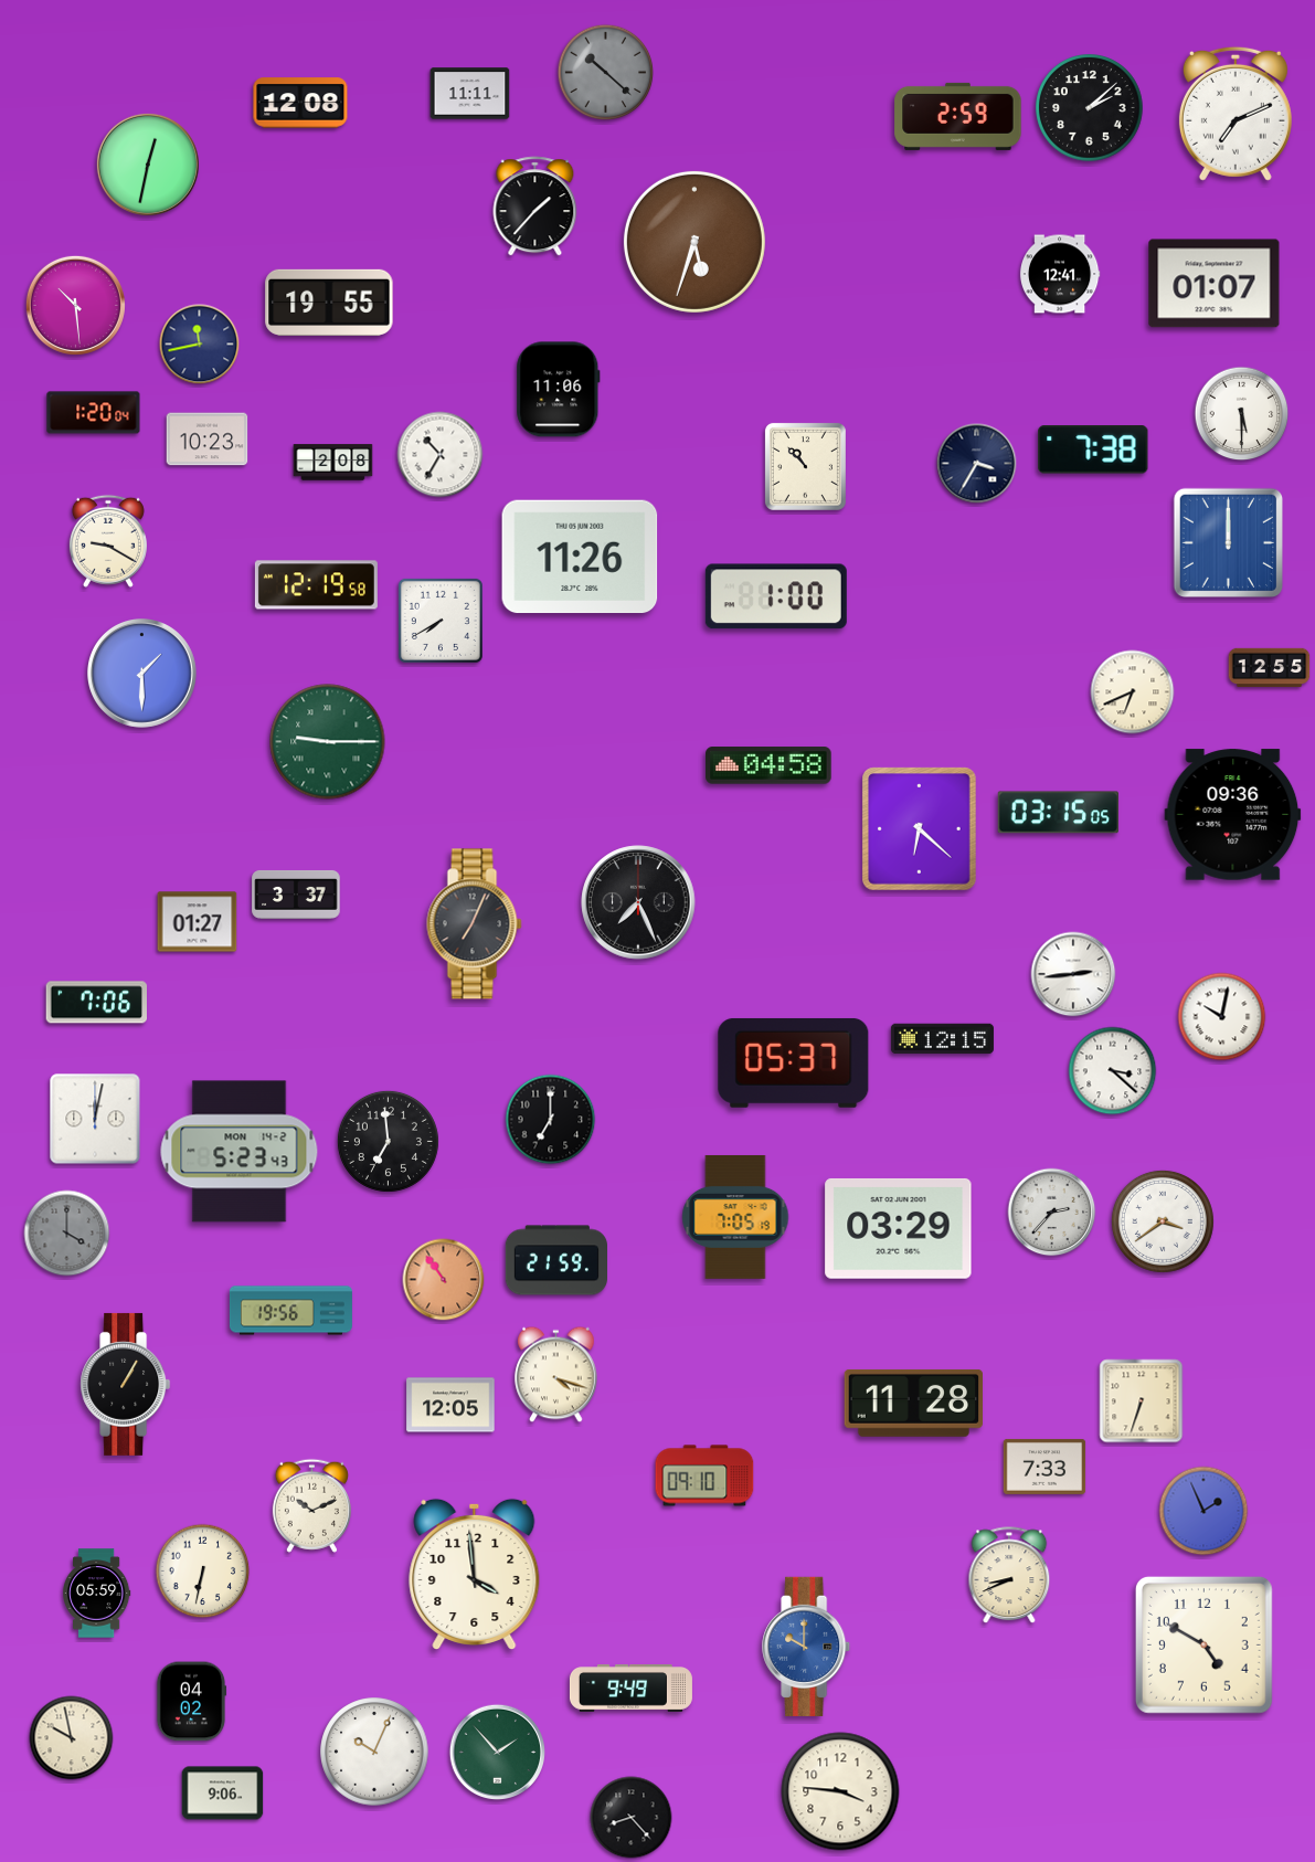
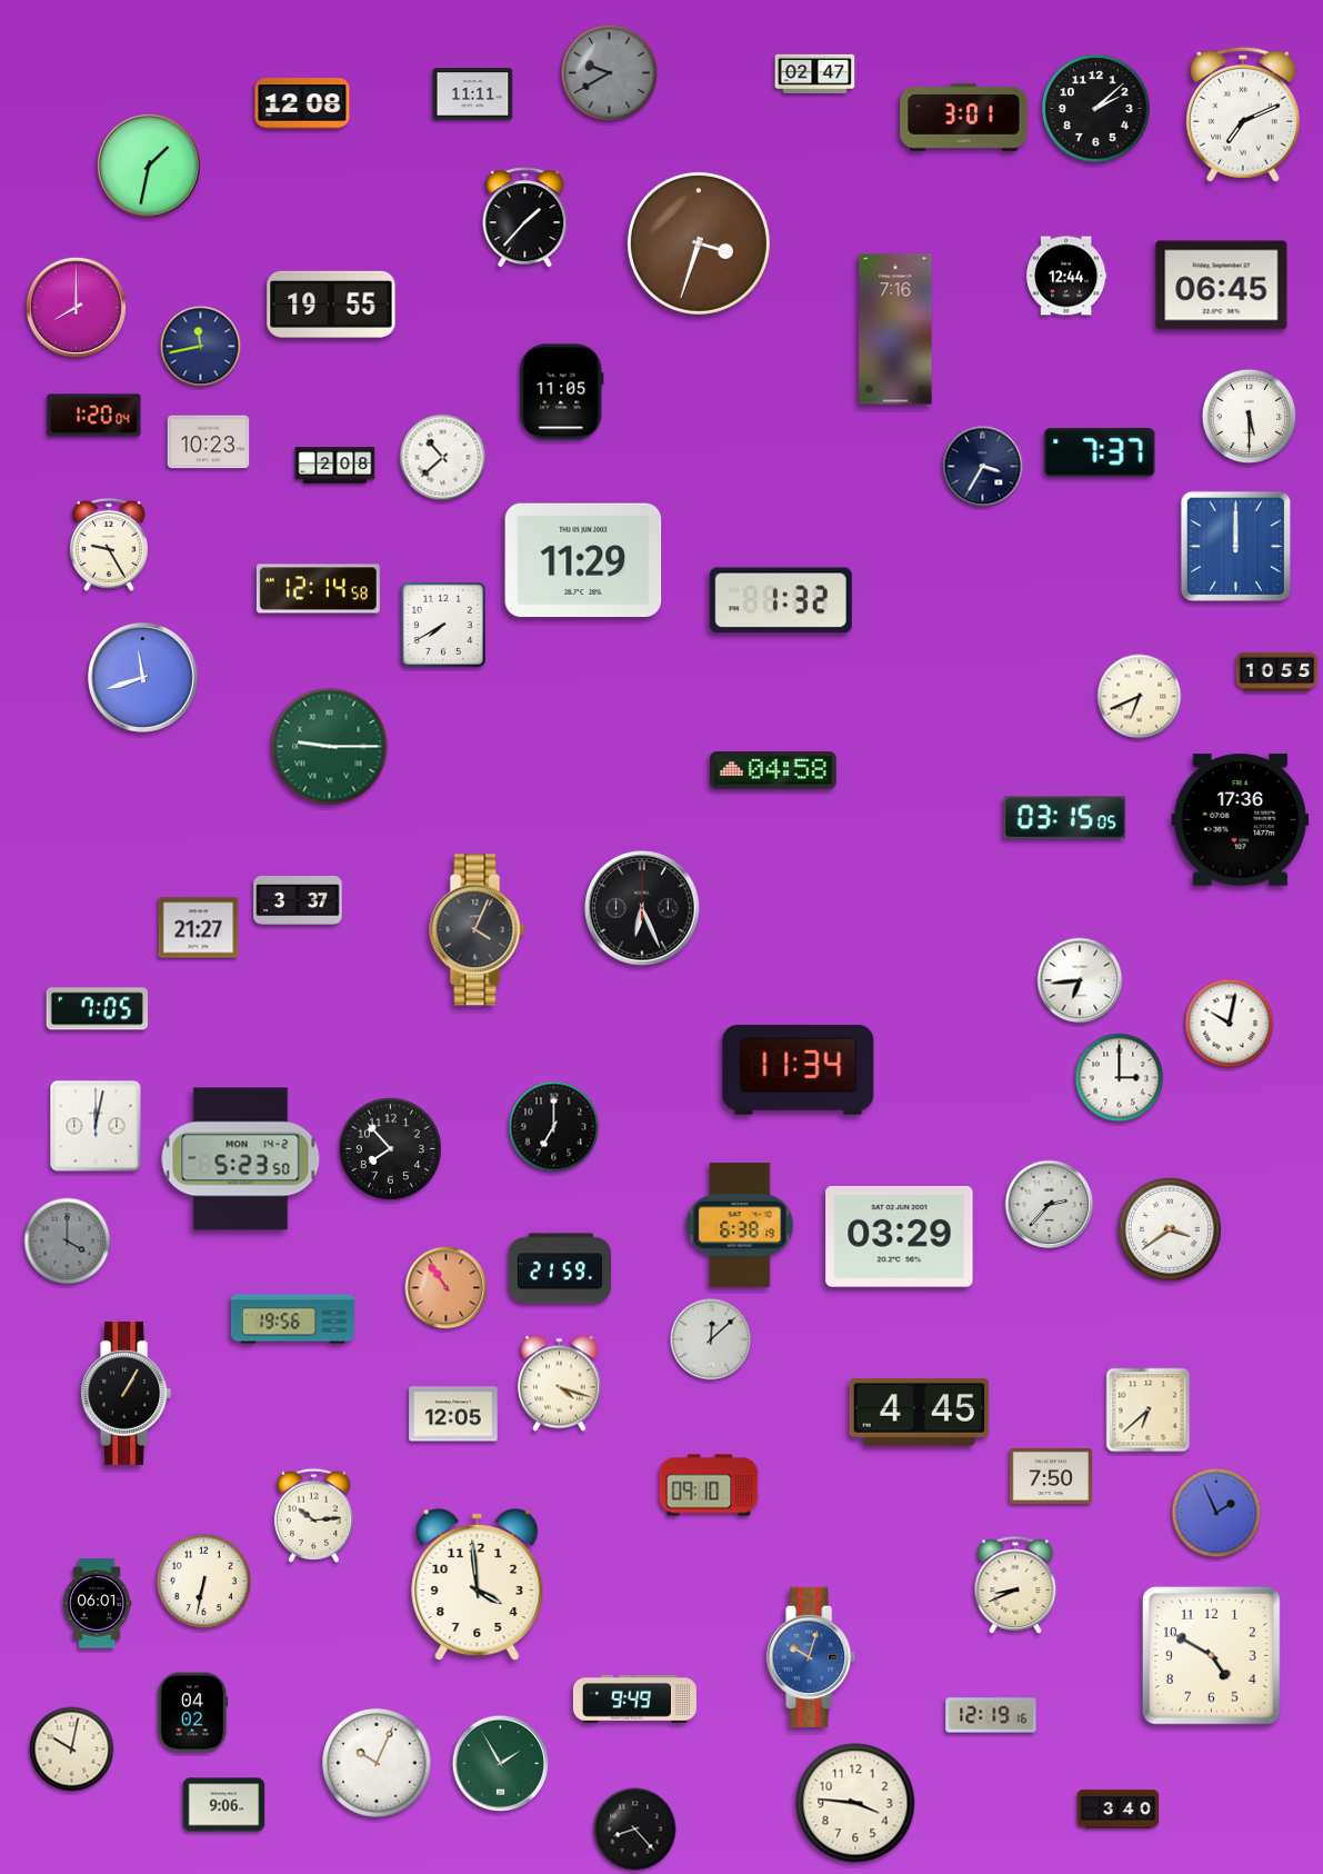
clock at (606, 73): 10:22 -> 9:40
clock at (815, 73): none -> 02:47
clock at (958, 116): 2:59 -> 3:01
clock at (148, 165): 12:32 -> 1:32
clock at (535, 207) position: (535, 207) -> (525, 218)
clock at (694, 242): 5:33 -> 3:33
clock at (1060, 274): 12:41 -> 12:44
clock at (1215, 284): 01:07 -> 06:45
clock at (75, 305): 10:29 -> 8:00
clock at (895, 329): none -> 7:16
clock at (559, 390): 11:06 -> 11:05
clock at (1093, 449): 7:38 -> 7:37
clock at (441, 455): 10:35 -> 10:38
clock at (805, 466): 10:53 -> none
clock at (108, 541): 9:20 -> 9:25
clock at (580, 557): 11:26 -> 11:29
clock at (316, 585): 12:19 -> 12:14
clock at (776, 596): 1:00 -> 1:32
clock at (1270, 668): 12:55 -> 10:55
clock at (142, 674): 1:30 -> 11:42
clock at (1233, 815): 09:36 -> 17:36
clock at (920, 829): 6:22 -> none
clock at (638, 902): 7:26 -> 6:26
clock at (198, 922): 01:27 -> 21:27
clock at (475, 924): 7:04 -> 4:04
clock at (1073, 974): 2:44 -> 6:44
clock at (96, 1003): 7:06 -> 7:05
clock at (942, 1039): 12:15 -> none
clock at (794, 1062): 05:37 -> 11:34
clock at (1113, 1071): 3:22 -> 3:00
clock at (388, 1141): 6:59 -> 7:53
clock at (240, 1152): 5:23:43 -> 5:23:50
clock at (1052, 1213) position: (1052, 1213) -> (1050, 1205)
clock at (735, 1217): 7:05 -> 6:38
clock at (899, 1228) position: (899, 1228) -> (900, 1236)
clock at (711, 1339): none -> 12:08
clock at (1142, 1401): 6:33 -> 6:38
clock at (913, 1403): 11:28 -> 4:45
clock at (1044, 1467): 7:33 -> 7:50
clock at (311, 1505): 10:11 -> 10:14
clock at (1203, 1511) position: (1203, 1511) -> (1216, 1513)
clock at (96, 1594): 05:59 -> 06:01
clock at (807, 1647): 10:00 -> 10:03
clock at (991, 1715): none -> 12:19
clock at (72, 1738): 9:58 -> 10:02
clock at (497, 1752): 1:53 -> 1:55
clock at (840, 1791) position: (840, 1791) -> (855, 1803)
clock at (1119, 1810): none -> 3:40
